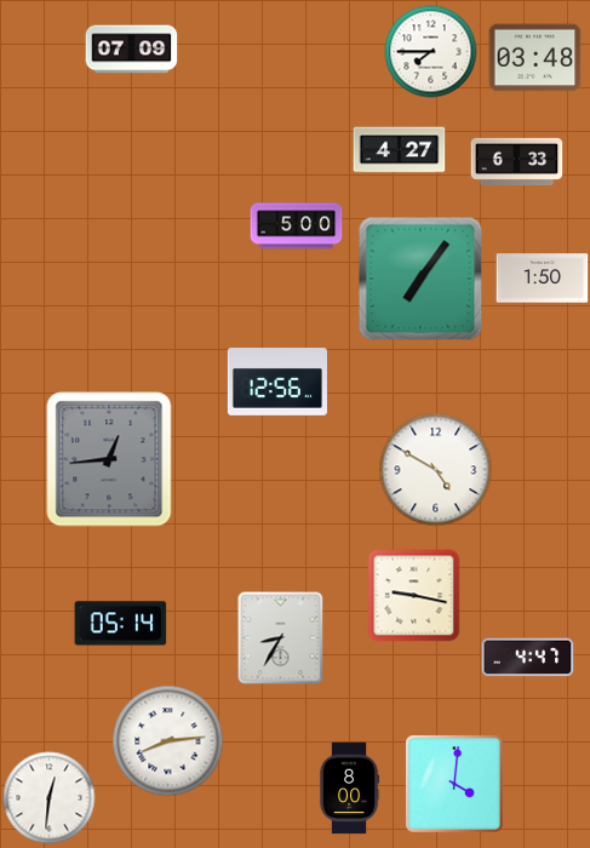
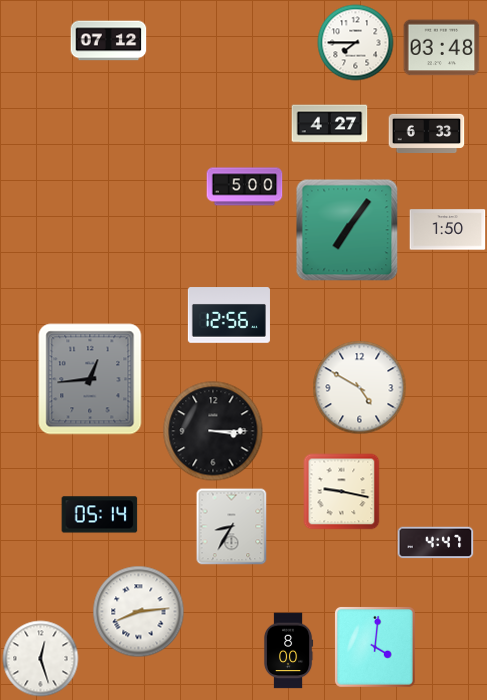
clock at (132, 50): 07:09 -> 07:12
clock at (213, 431): none -> 3:15
clock at (50, 798): 12:31 -> 12:27
